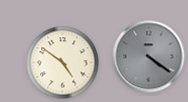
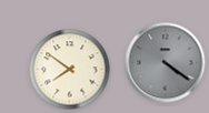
clock at (63, 63): 4:51 -> 7:51
